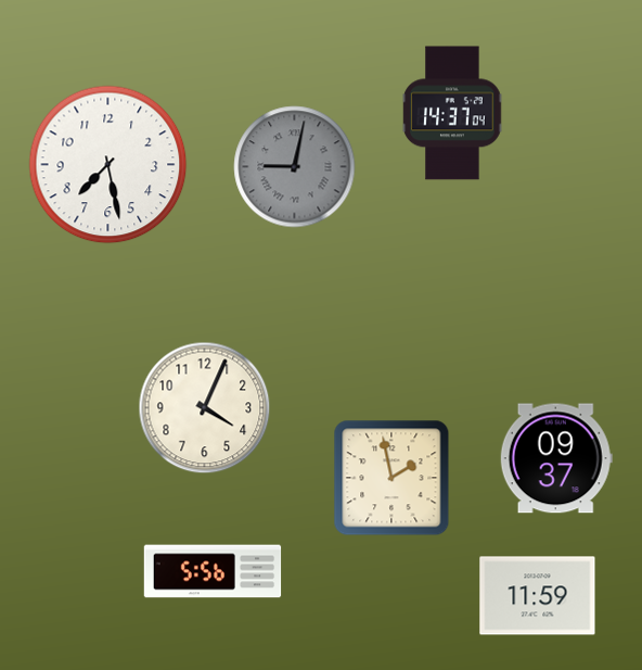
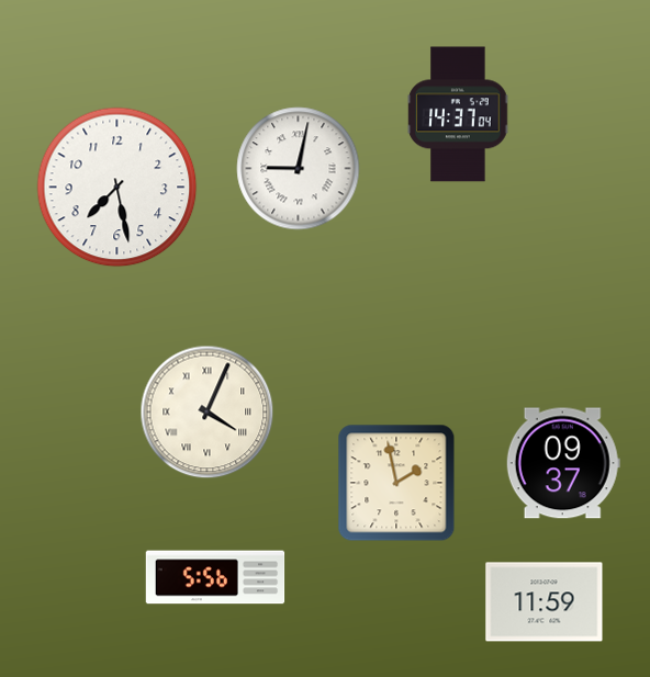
clock at (108, 165) position: (108, 165) -> (117, 188)
clock at (295, 167) dial: grey -> white
clock at (205, 408) numerals: Arabic -> Roman
